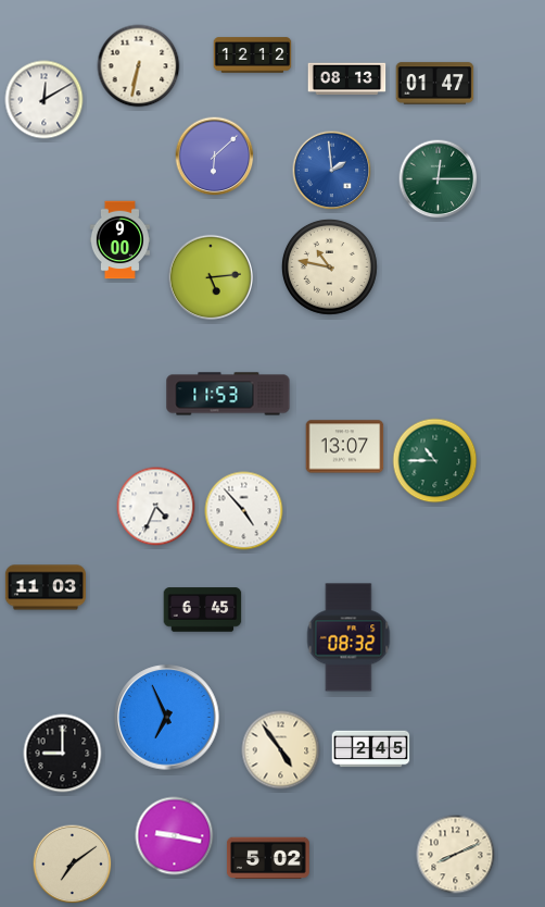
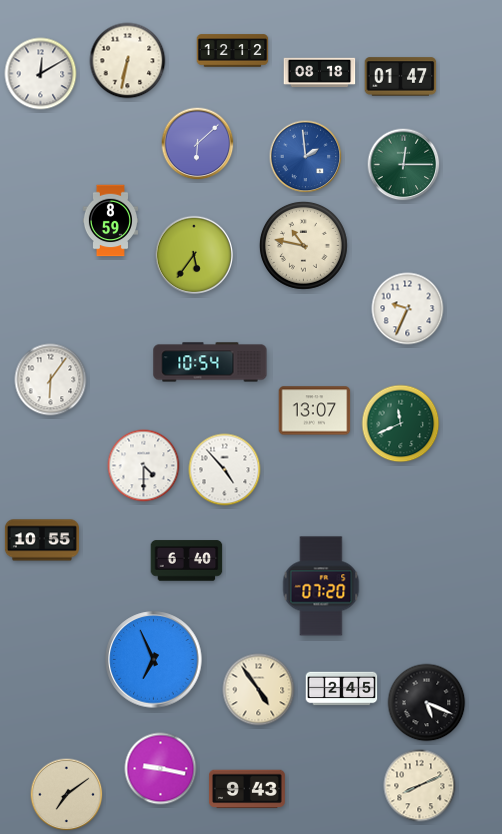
clock at (347, 79): 08:13 -> 08:18
clock at (45, 100) position: (45, 100) -> (41, 74)
clock at (119, 240): 9:00 -> 8:59
clock at (211, 277): 5:14 -> 5:36
clock at (408, 309): none -> 9:34
clock at (228, 394): 11:53 -> 10:54
clock at (51, 380): none -> 6:06
clock at (345, 447) position: (345, 447) -> (315, 411)
clock at (435, 461): 10:45 -> 11:41
clock at (156, 507): 4:34 -> 4:30
clock at (46, 587): 11:03 -> 10:55
clock at (203, 610): 6:45 -> 6:40
clock at (348, 637): 08:32 -> 07:20
clock at (63, 754): 9:00 -> none
clock at (427, 703): none -> 5:19
clock at (268, 858): 5:02 -> 9:43
